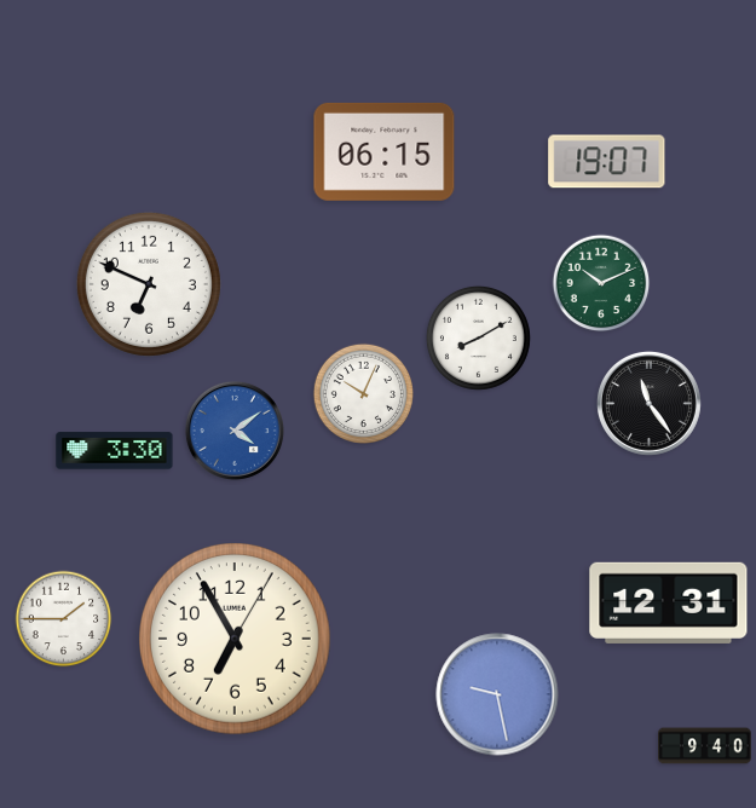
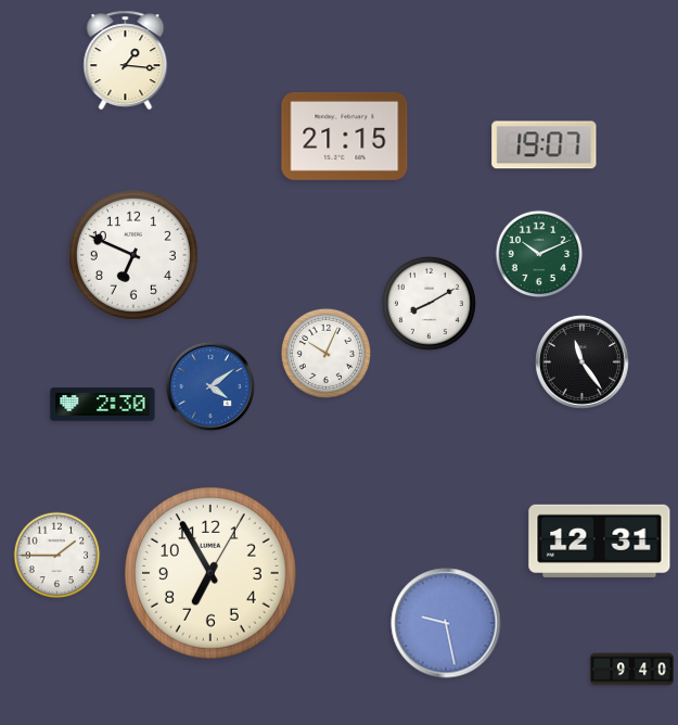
clock at (126, 61): none -> 1:16
clock at (385, 151): 06:15 -> 21:15
clock at (115, 451): 3:30 -> 2:30
